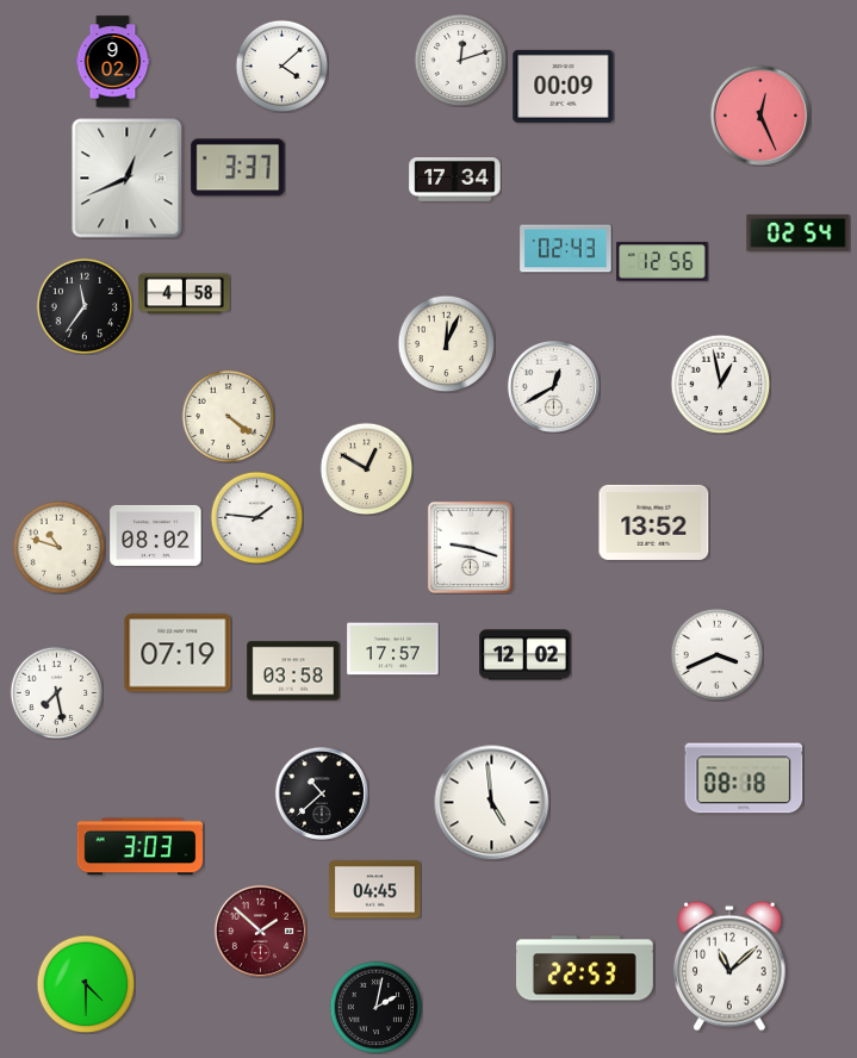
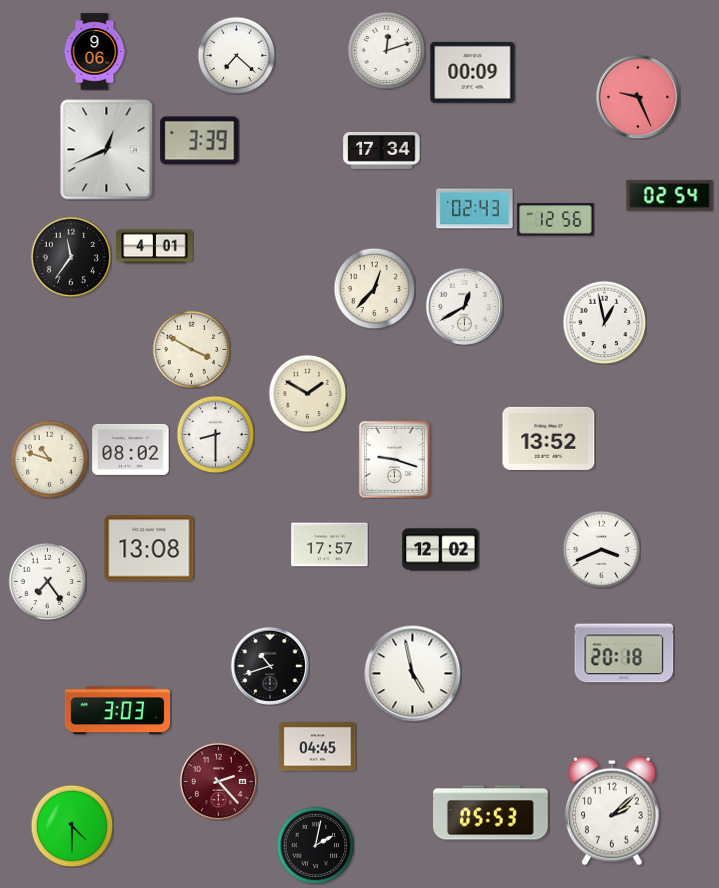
clock at (113, 62): 9:02 -> 9:06
clock at (281, 66): 4:08 -> 7:22
clock at (760, 116): 12:26 -> 9:26
clock at (238, 168): 3:37 -> 3:39
clock at (185, 294): 4:58 -> 4:01
clock at (446, 343): 12:04 -> 12:37
clock at (553, 386) position: (553, 386) -> (464, 306)
clock at (228, 416): 4:21 -> 3:50
clock at (366, 468): 12:50 -> 1:50
clock at (256, 517): 1:46 -> 8:30
clock at (178, 653): 07:19 -> 13:08
clock at (293, 671): 03:58 -> none
clock at (56, 692): 7:28 -> 7:24
clock at (744, 778): 08:18 -> 20:18
clock at (322, 793): 10:38 -> 10:42
clock at (492, 803): 4:59 -> 4:58
clock at (375, 890) position: (375, 890) -> (318, 747)
clock at (260, 931): 1:52 -> 2:23
clock at (731, 966): 11:08 -> 2:08
clock at (585, 969): 22:53 -> 05:53
